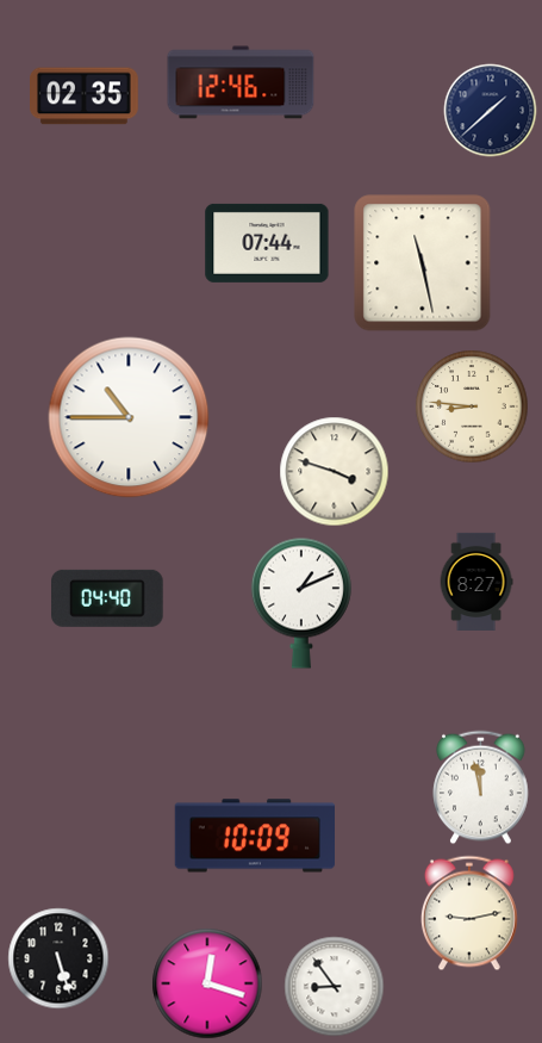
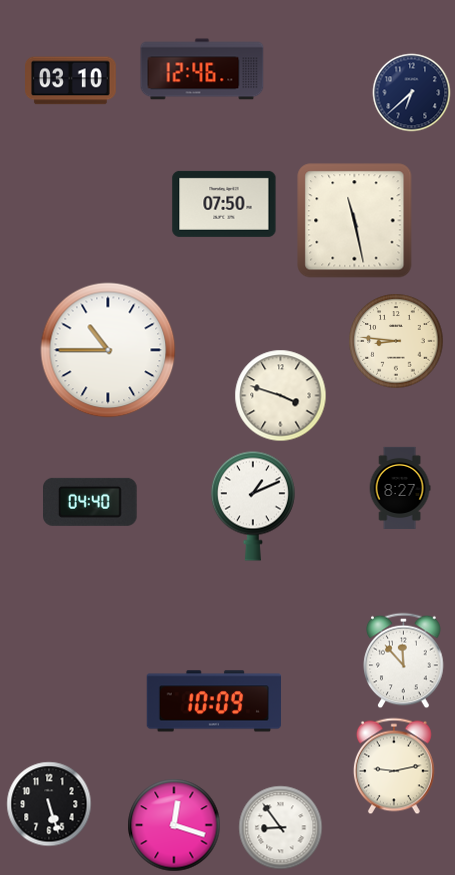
clock at (85, 97): 02:35 -> 03:10
clock at (490, 110): 1:38 -> 6:38
clock at (267, 243): 07:44 -> 07:50
clock at (481, 787): 11:58 -> 11:53
